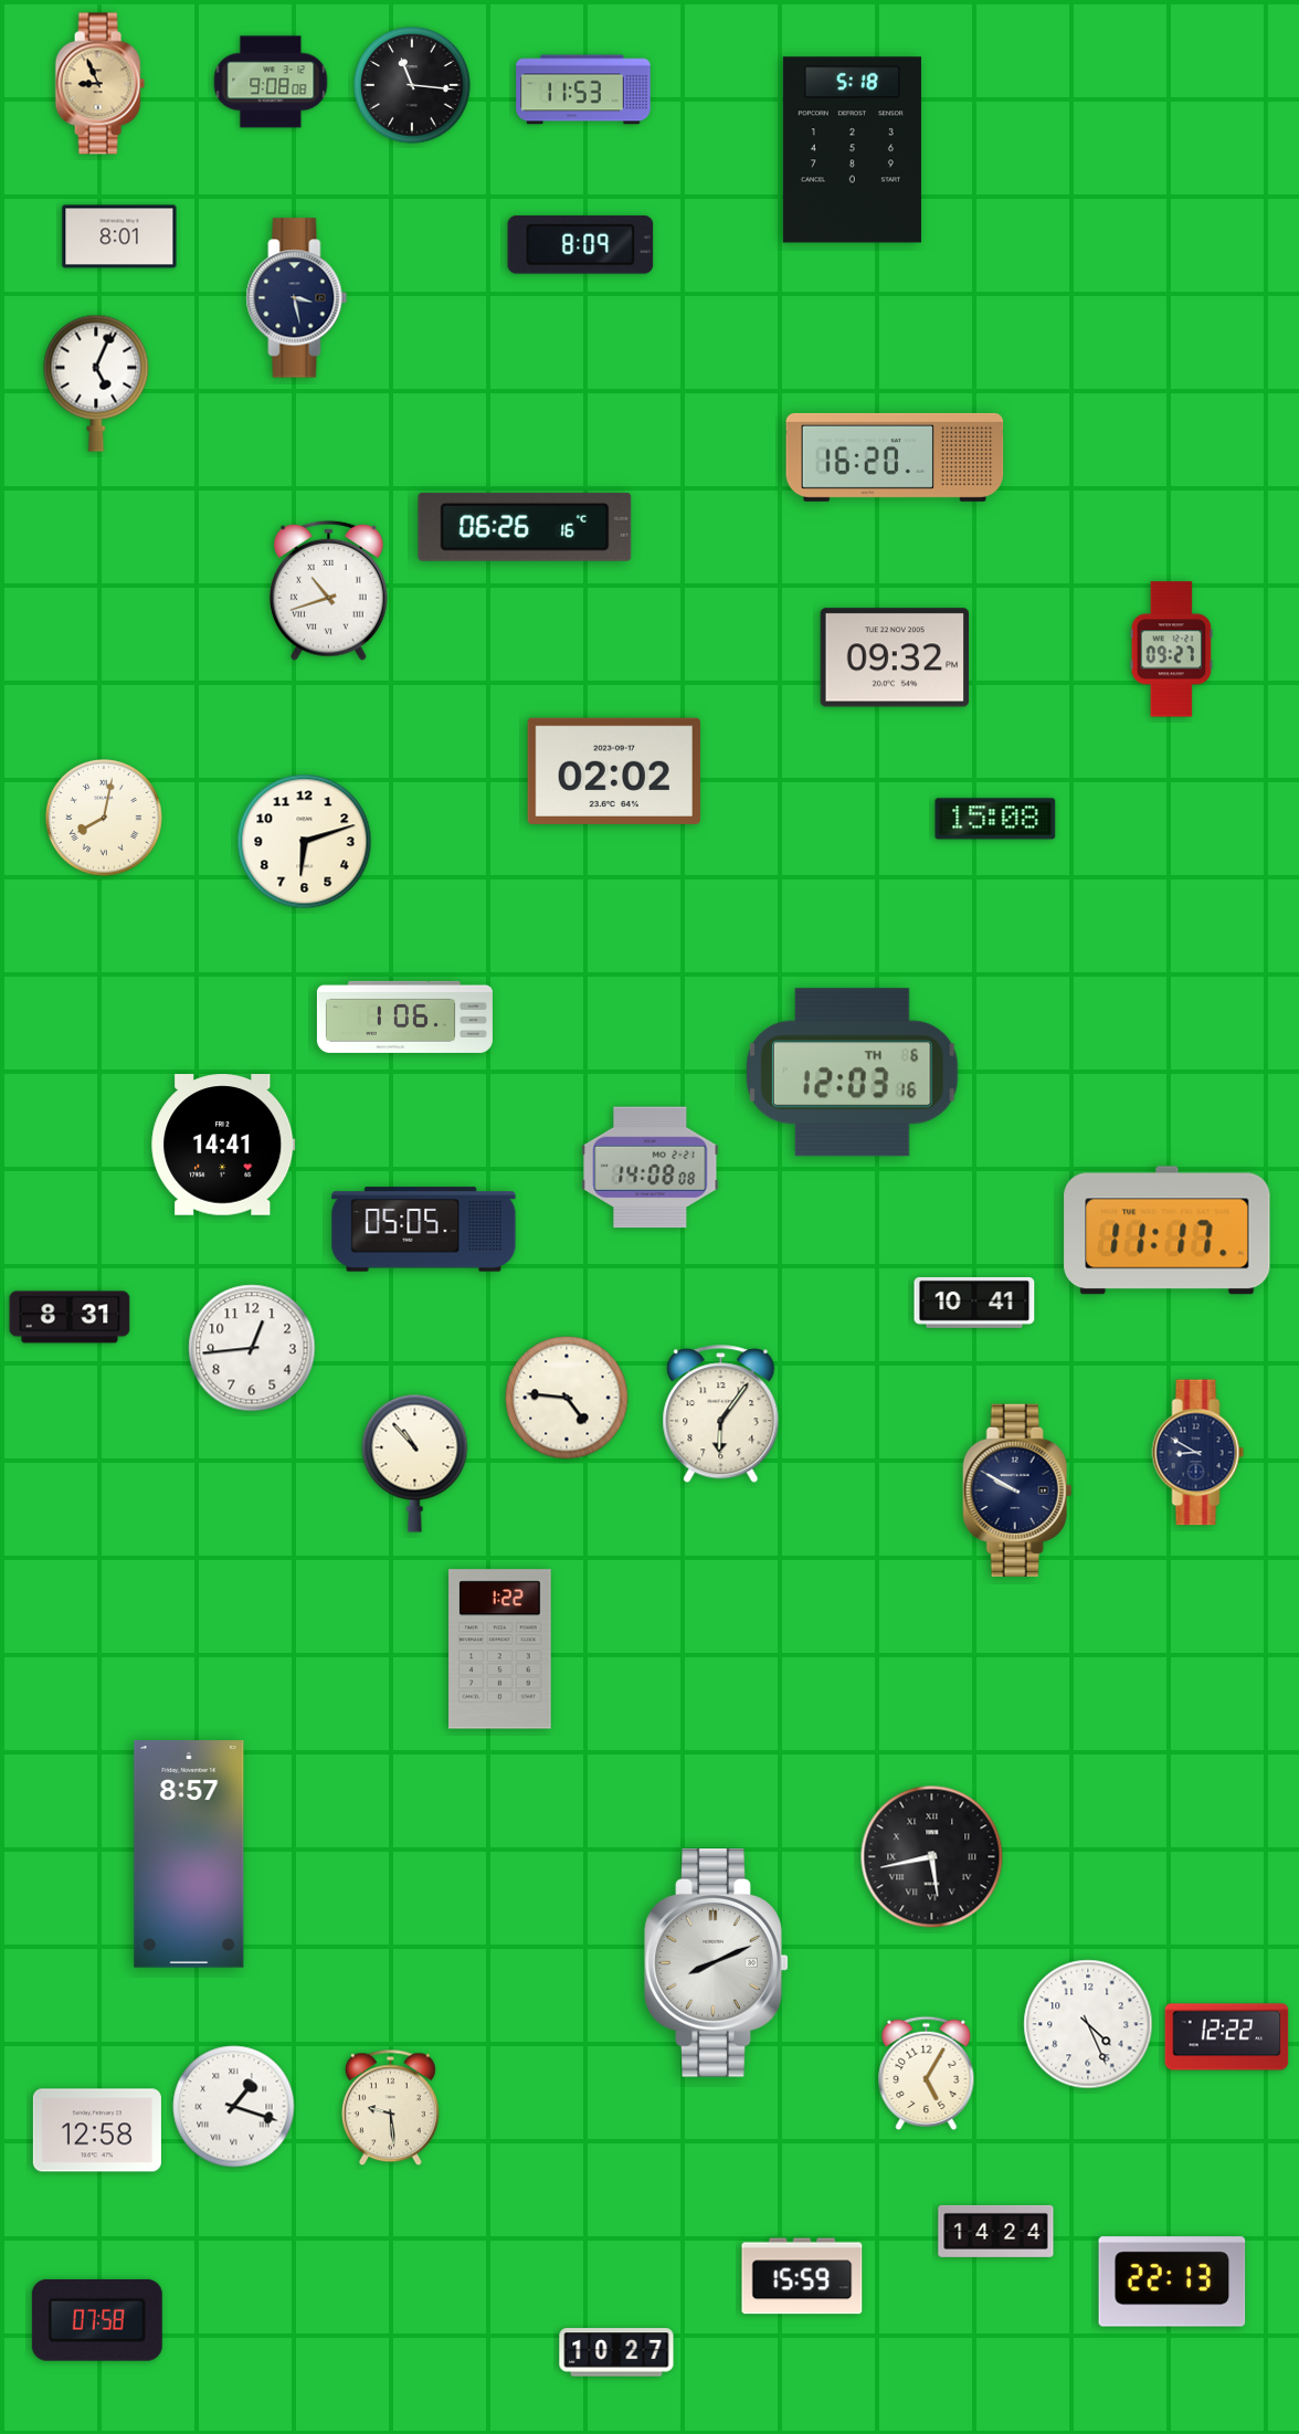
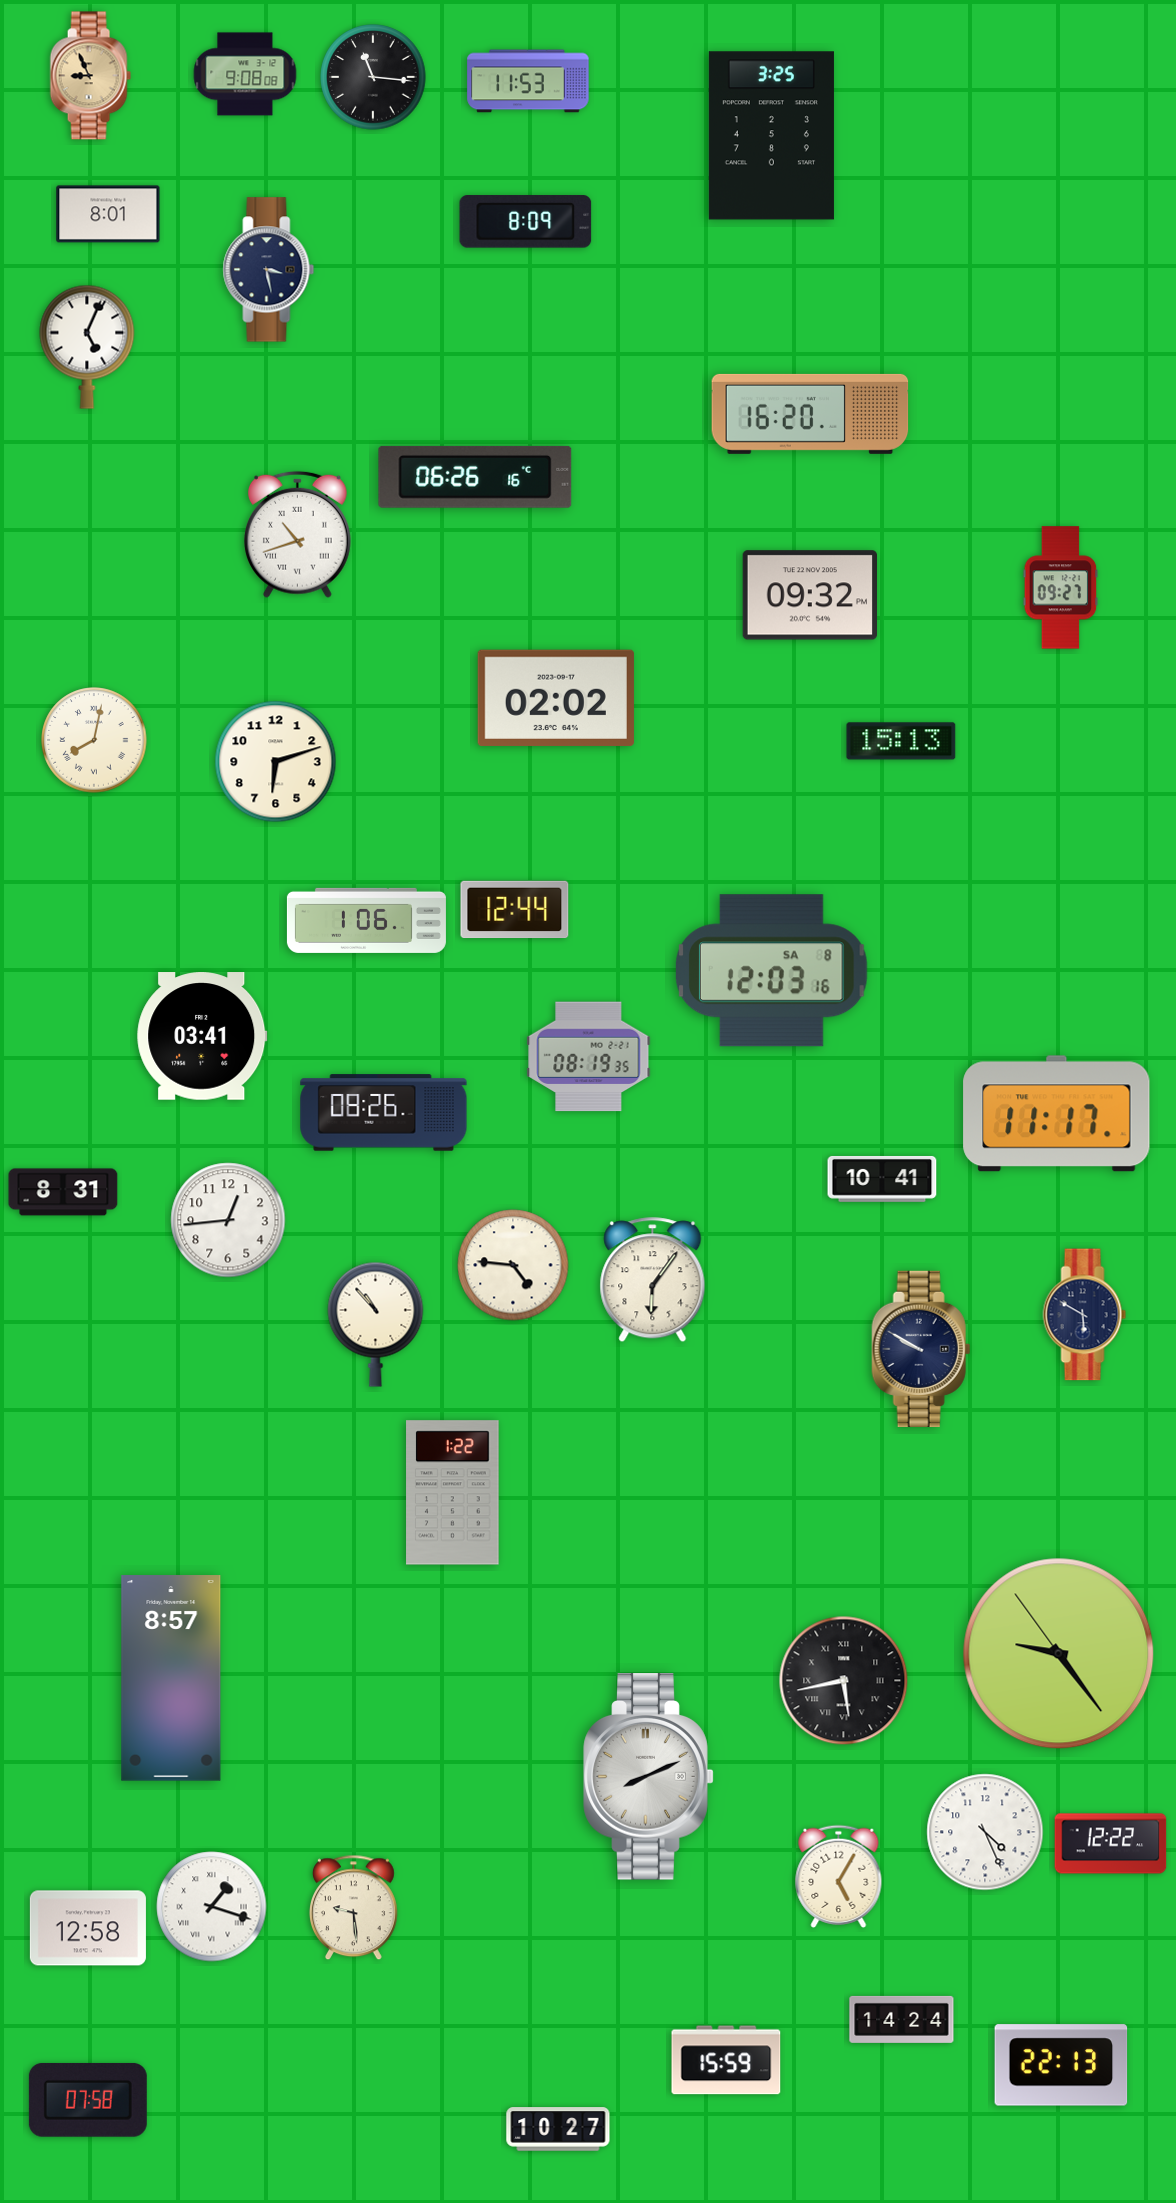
clock at (852, 150): 5:18 -> 3:25
clock at (995, 819): 15:08 -> 15:13
clock at (515, 910): none -> 12:44
clock at (853, 1073) date: TH 6 -> SA 8
clock at (223, 1145): 14:41 -> 03:41
clock at (651, 1168): 14:08 -> 08:19
clock at (424, 1230): 05:05 -> 08:26
clock at (1198, 1453): 8:50 -> 5:50
clock at (1059, 1654): none -> 9:23
